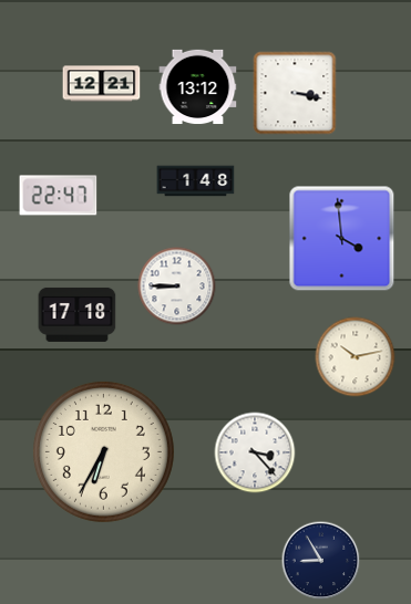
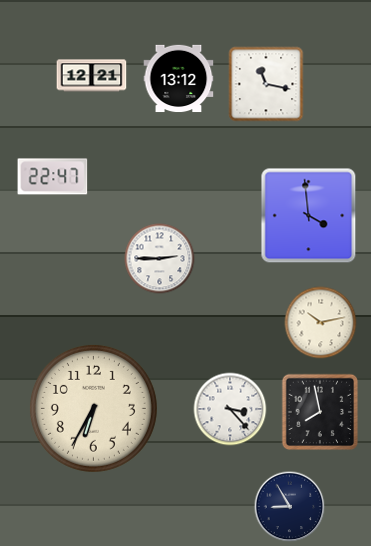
clock at (295, 93): 3:17 -> 11:17
clock at (196, 181): 1:48 -> none
clock at (177, 287): 8:45 -> 2:45
clock at (78, 314): 17:18 -> none
clock at (320, 412): none -> 7:58
